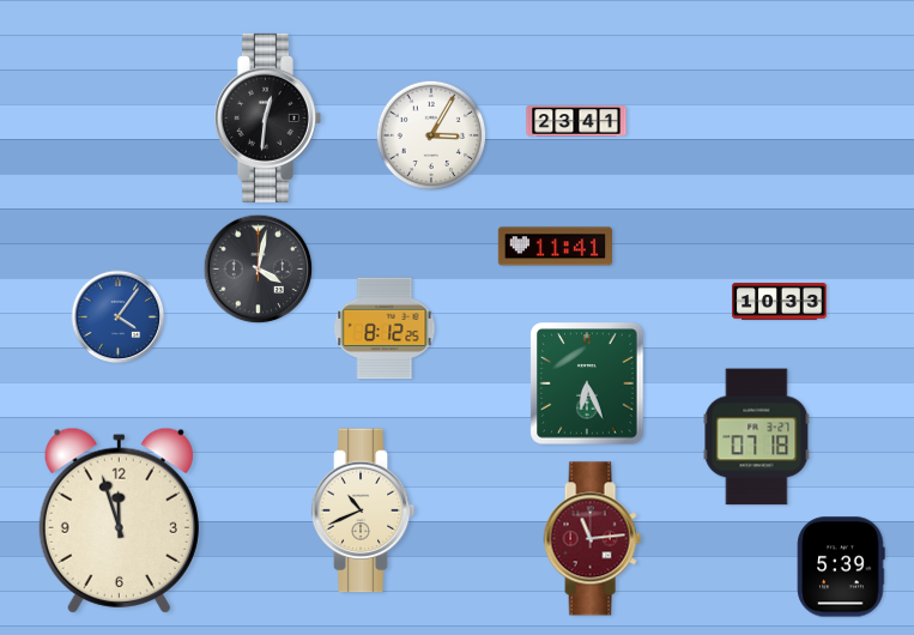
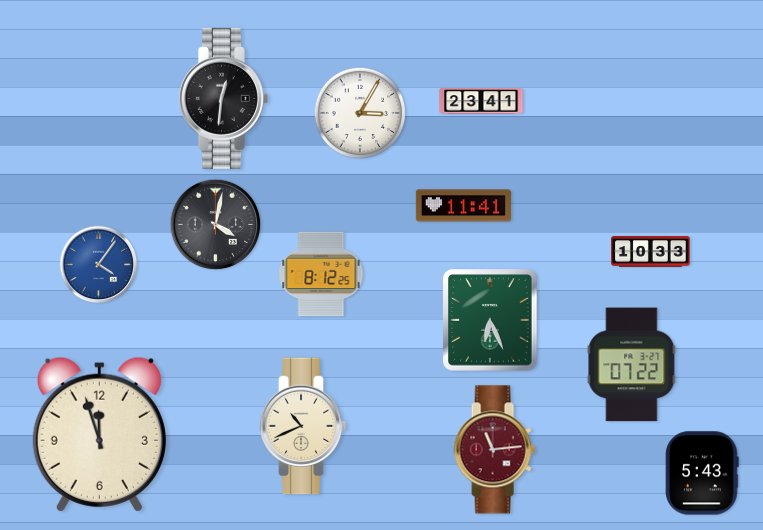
clock at (757, 437): 07:18 -> 07:22
clock at (841, 567): 5:39 -> 5:43
